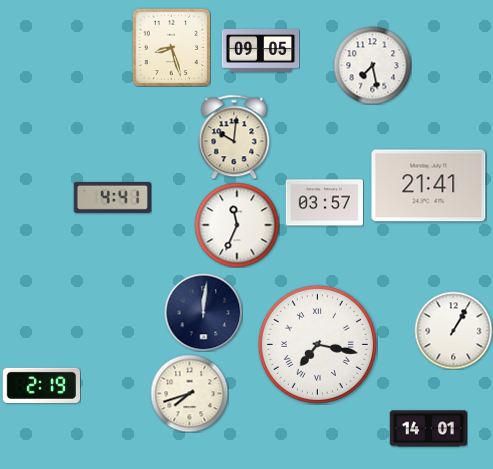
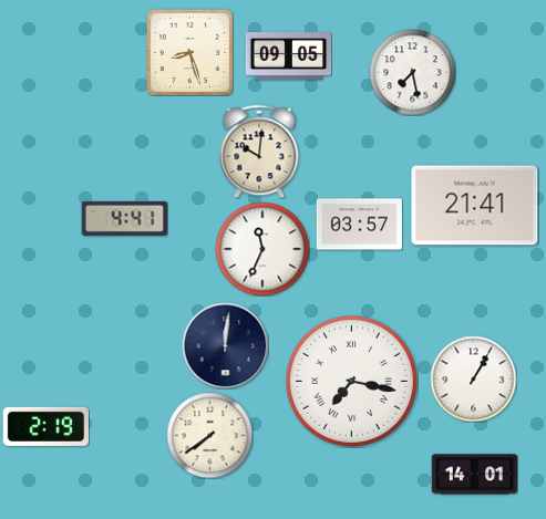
clock at (453, 330) position: (453, 330) -> (473, 378)
clock at (189, 393): 7:42 -> 7:39
